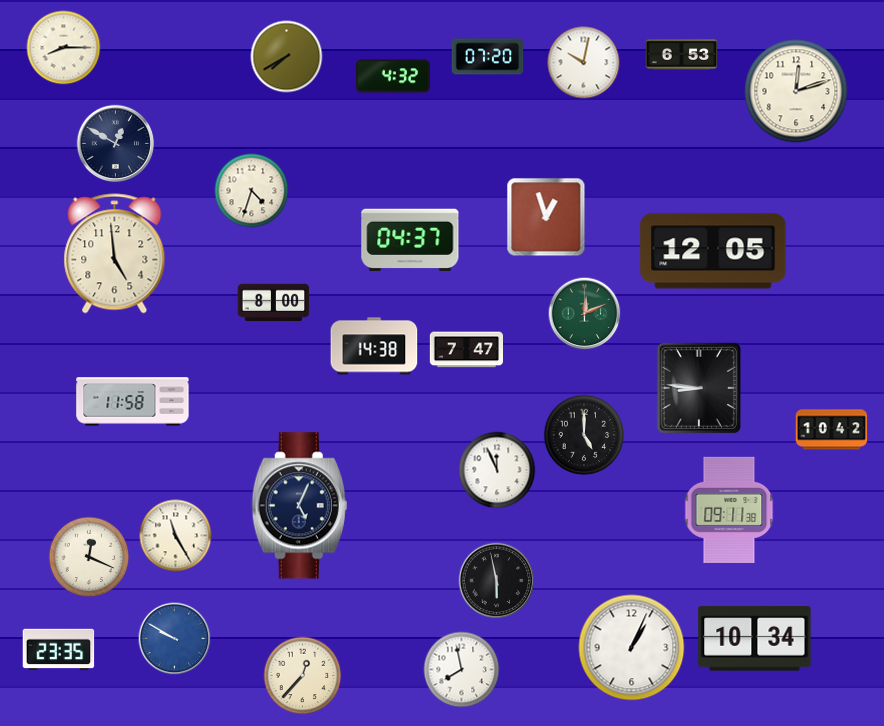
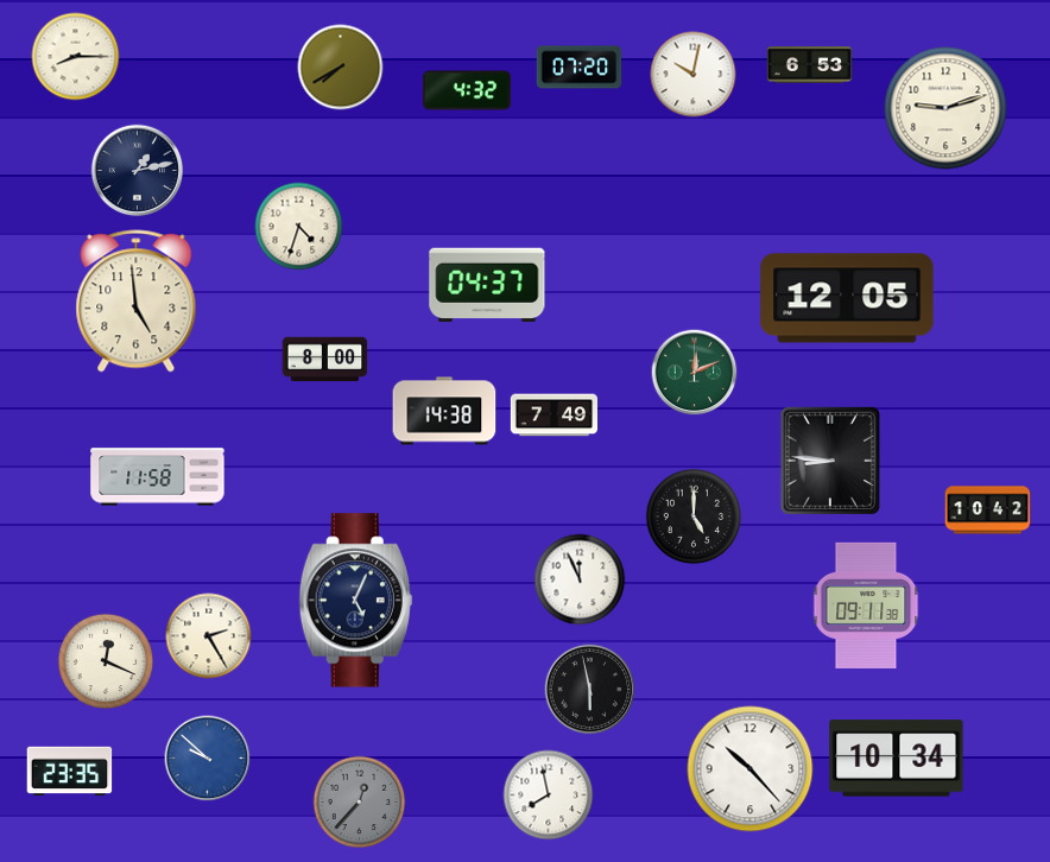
clock at (796, 91): 12:12 -> 9:12
clock at (116, 144): 12:50 -> 1:13
clock at (546, 217): 12:57 -> none
clock at (466, 350): 7:47 -> 7:49
clock at (497, 470) position: (497, 470) -> (580, 579)
clock at (176, 536): 11:25 -> 2:25
clock at (175, 639): 9:50 -> 9:52
clock at (632, 648): 1:04 -> 10:23
clock at (303, 676) dial: cream -> grey
